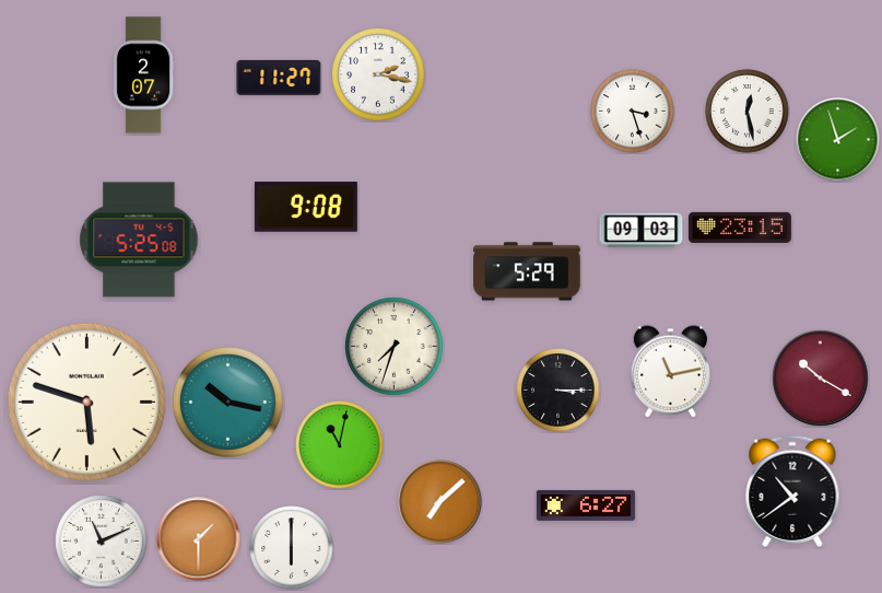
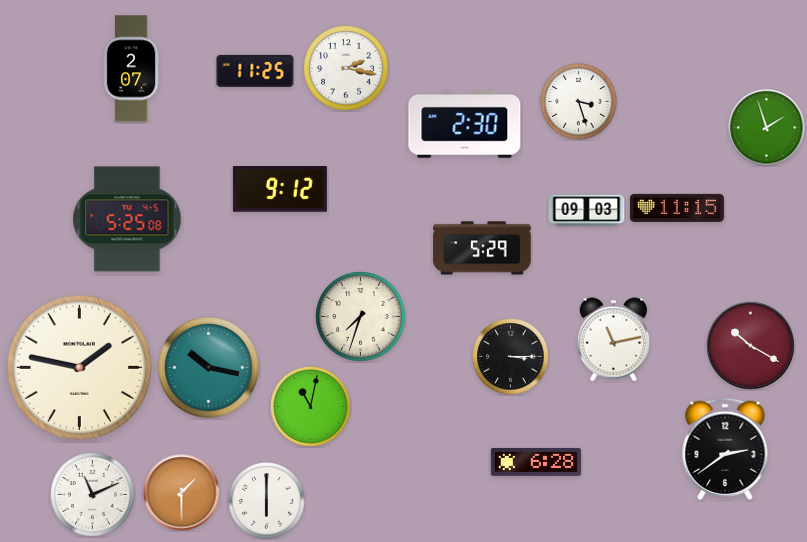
clock at (279, 78): 11:27 -> 11:25
clock at (748, 112): 12:28 -> none
clock at (465, 124): none -> 2:30
clock at (306, 207): 9:08 -> 9:12
clock at (740, 228): 23:15 -> 11:15
clock at (86, 402): 5:48 -> 1:47
clock at (792, 491): 10:39 -> 2:39
clock at (440, 502): 7:08 -> none
clock at (586, 505): 6:27 -> 6:28
